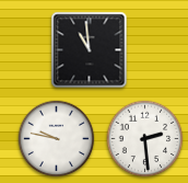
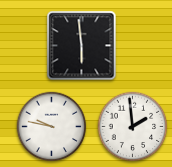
clock at (90, 50): 10:59 -> 5:59
clock at (145, 139): 2:29 -> 1:59
